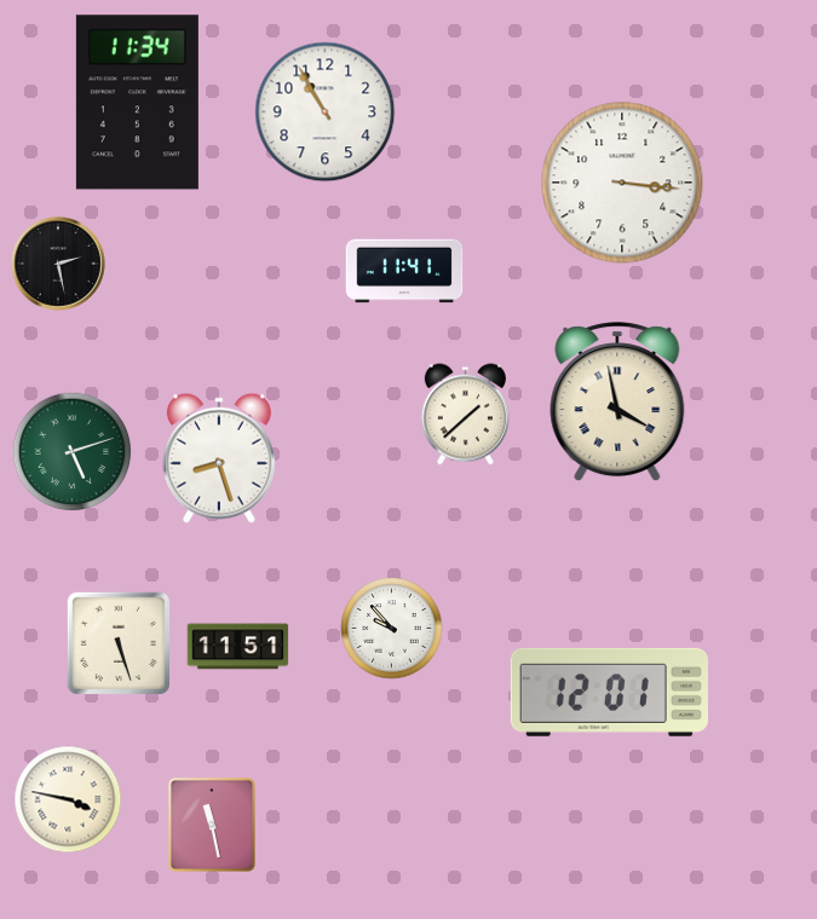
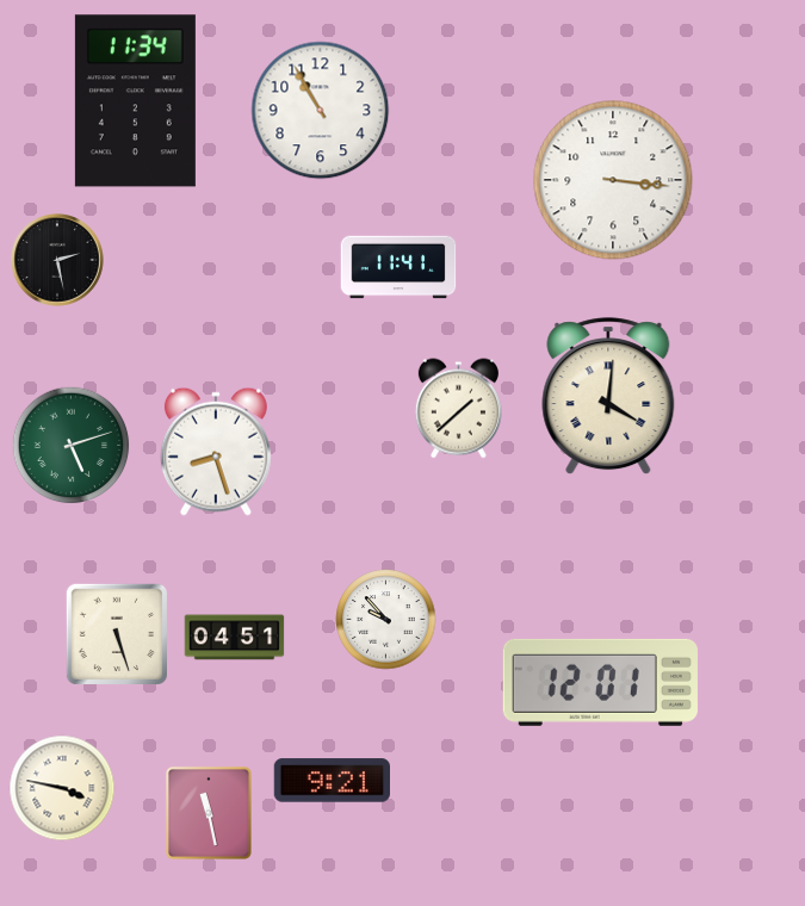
clock at (617, 403): 3:58 -> 4:01
clock at (238, 647): 11:51 -> 04:51
clock at (332, 781): none -> 9:21
clock at (68, 799) position: (68, 799) -> (62, 788)
